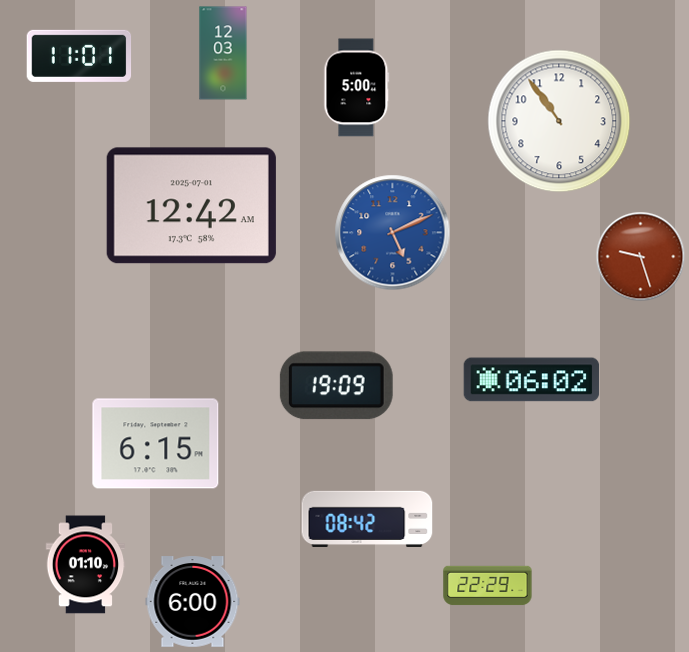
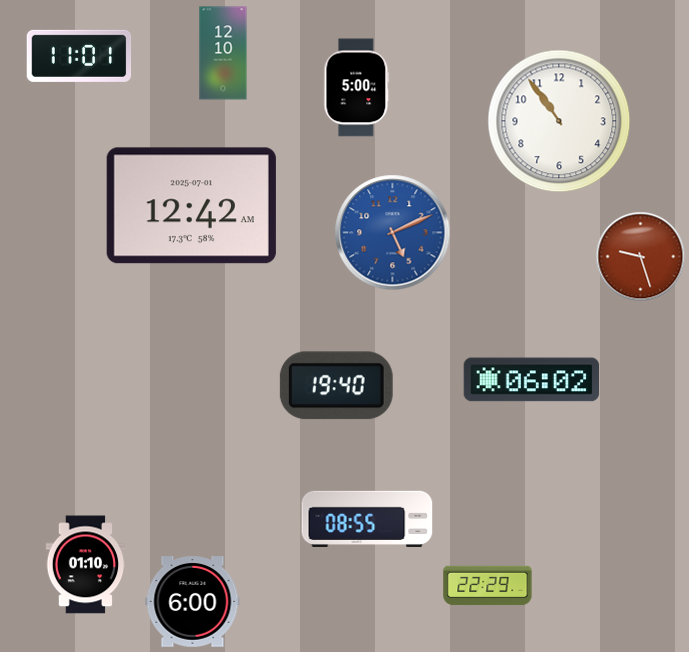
clock at (223, 53): 12:03 -> 12:10
clock at (336, 386): 19:09 -> 19:40
clock at (156, 444): 6:15 -> none
clock at (367, 519): 08:42 -> 08:55
